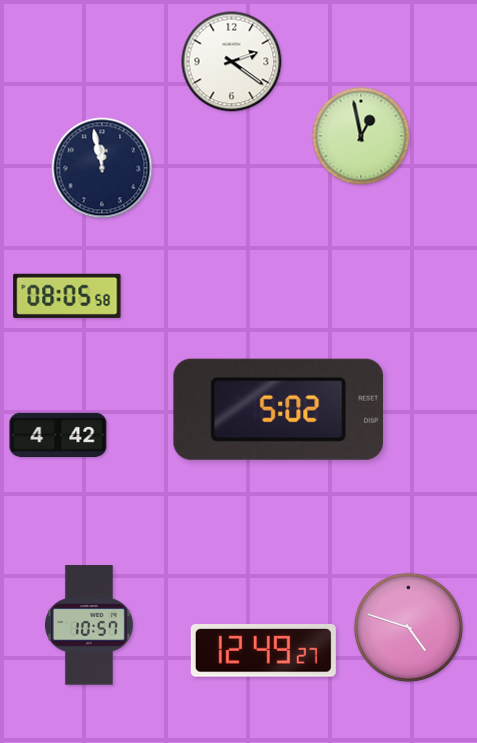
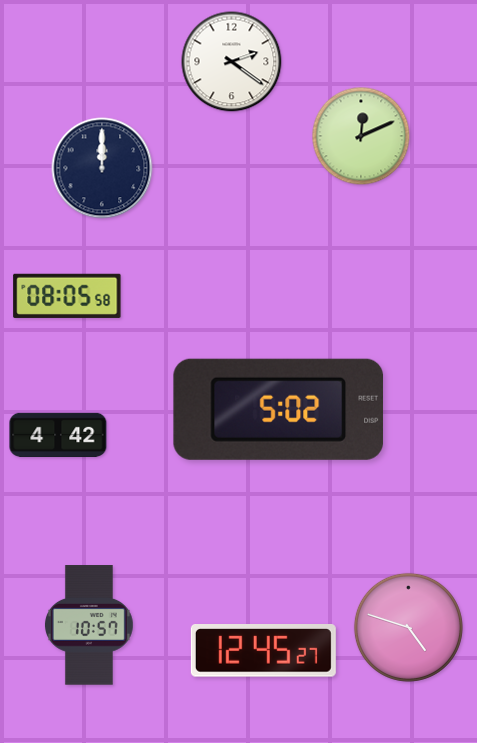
clock at (361, 136): 12:58 -> 12:11
clock at (102, 168): 11:58 -> 12:00
clock at (263, 651): 12:49 -> 12:45
